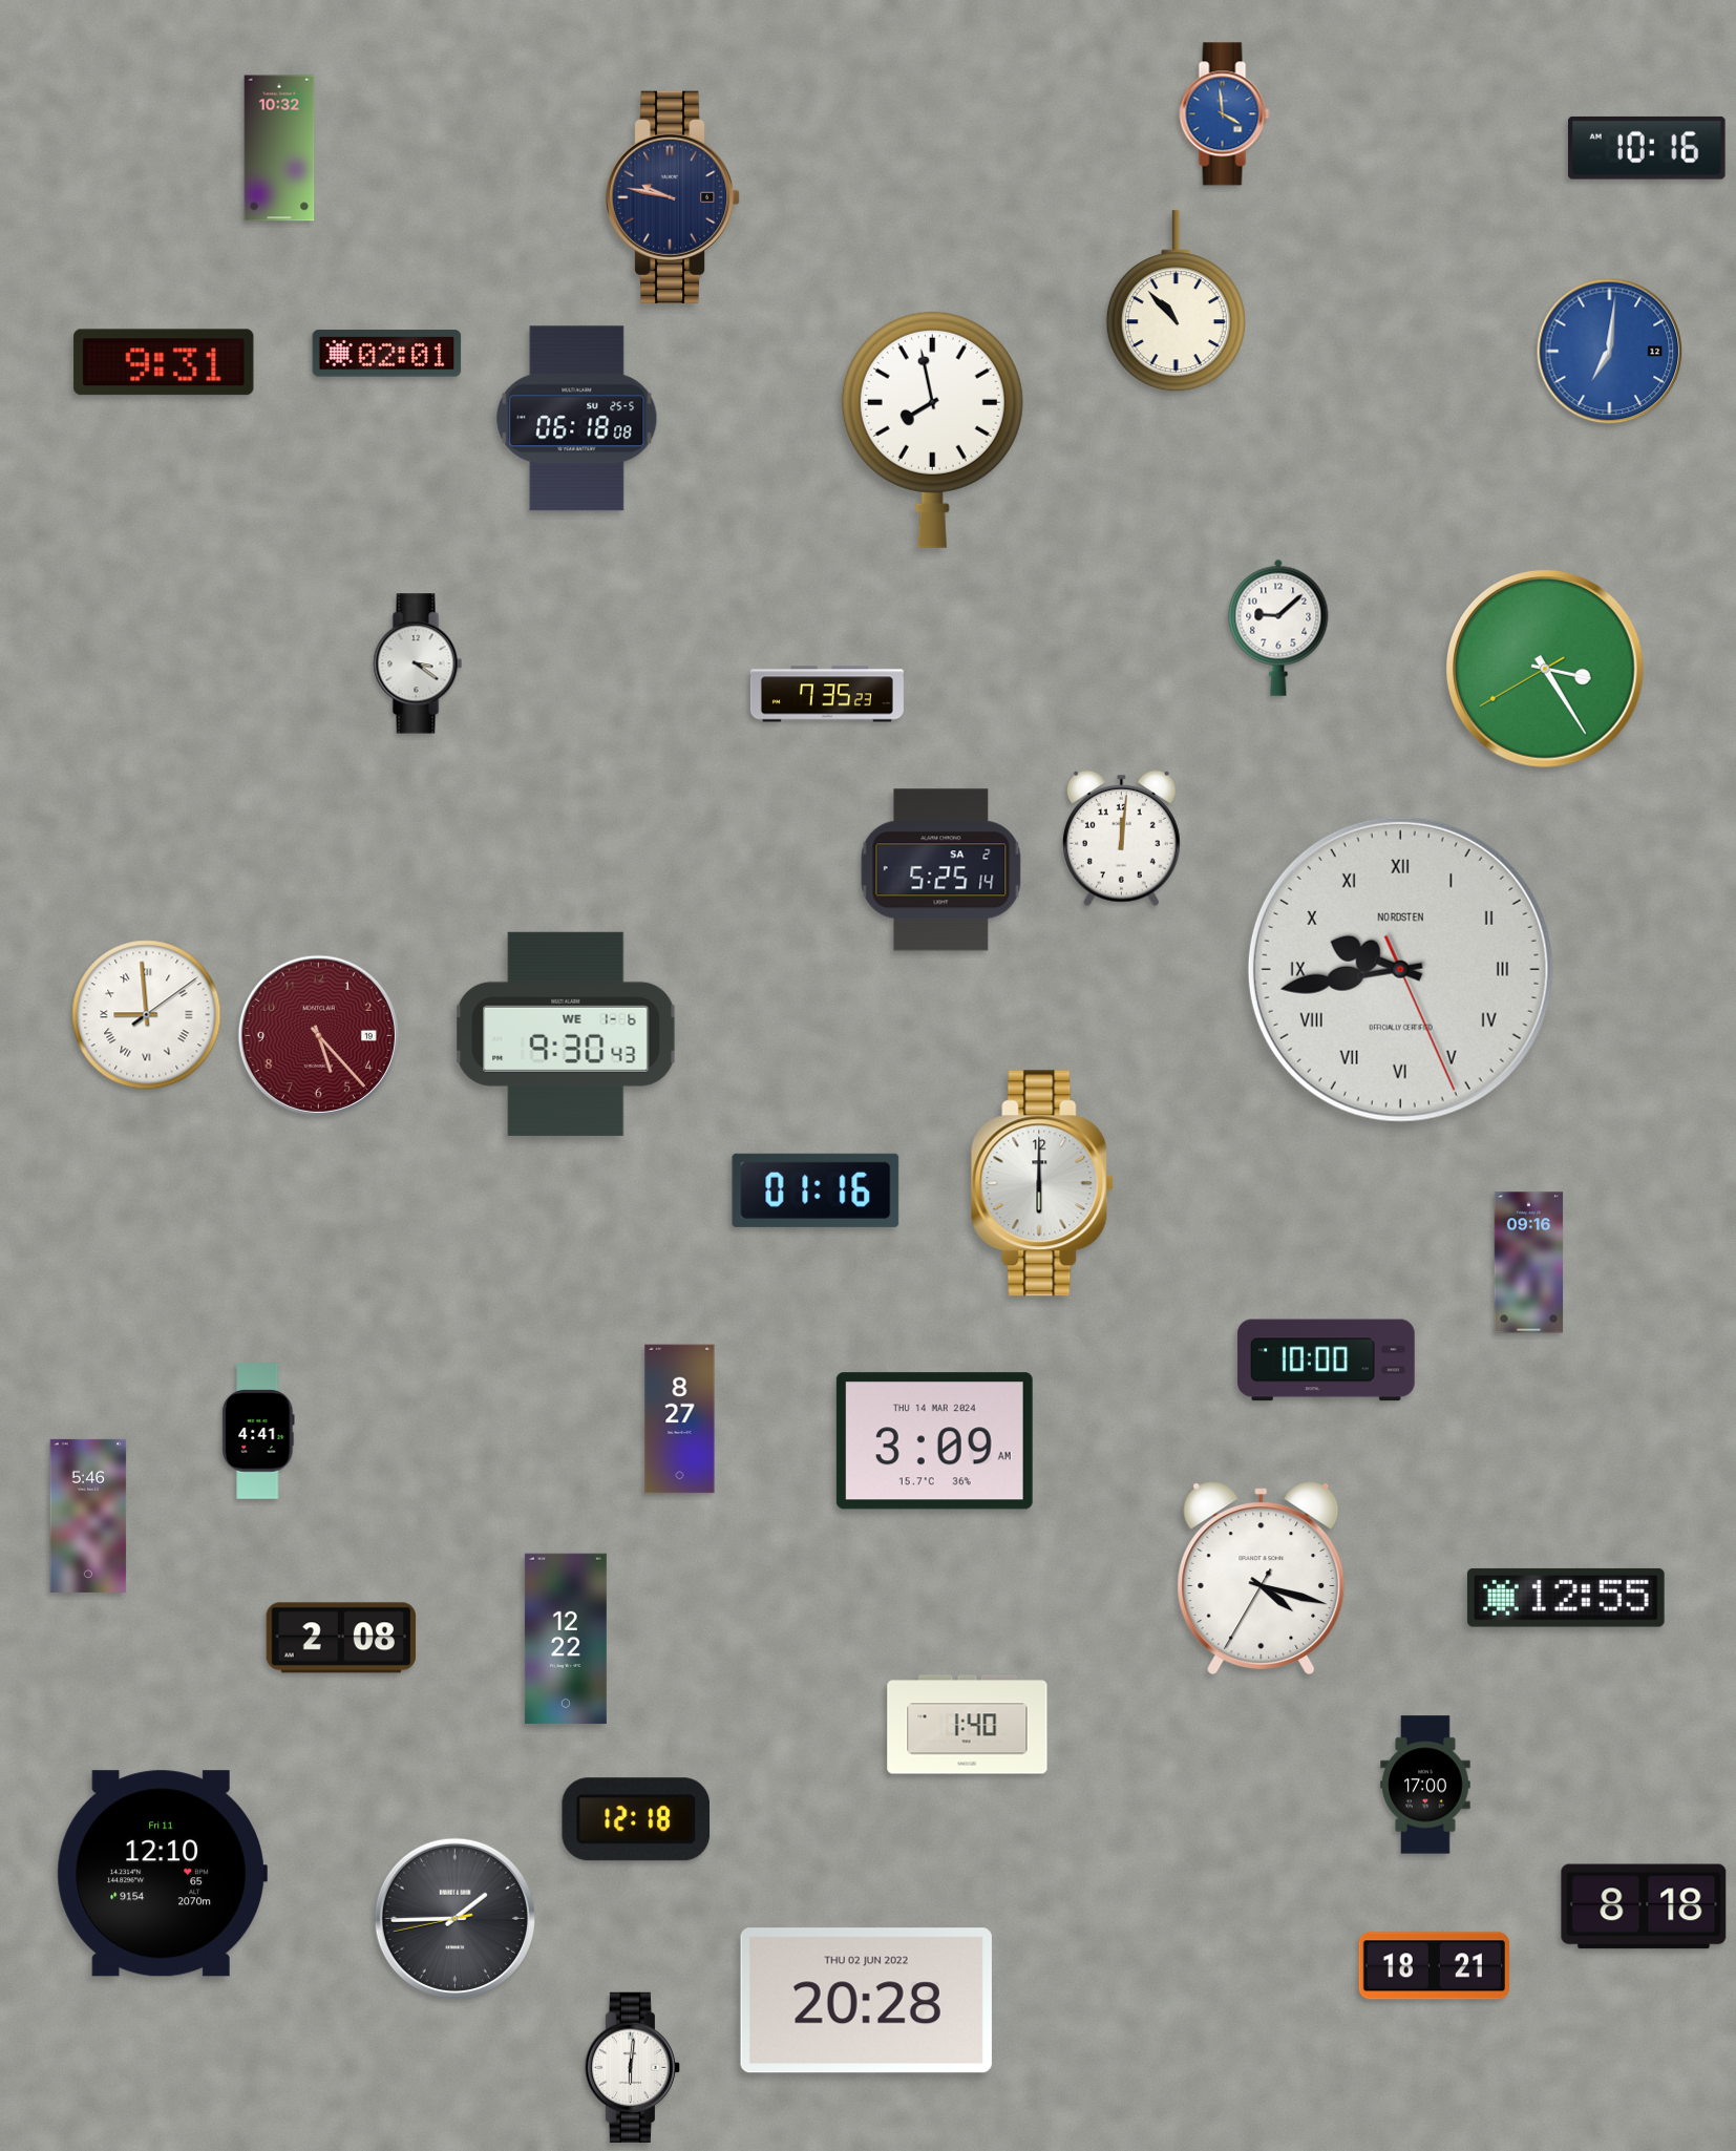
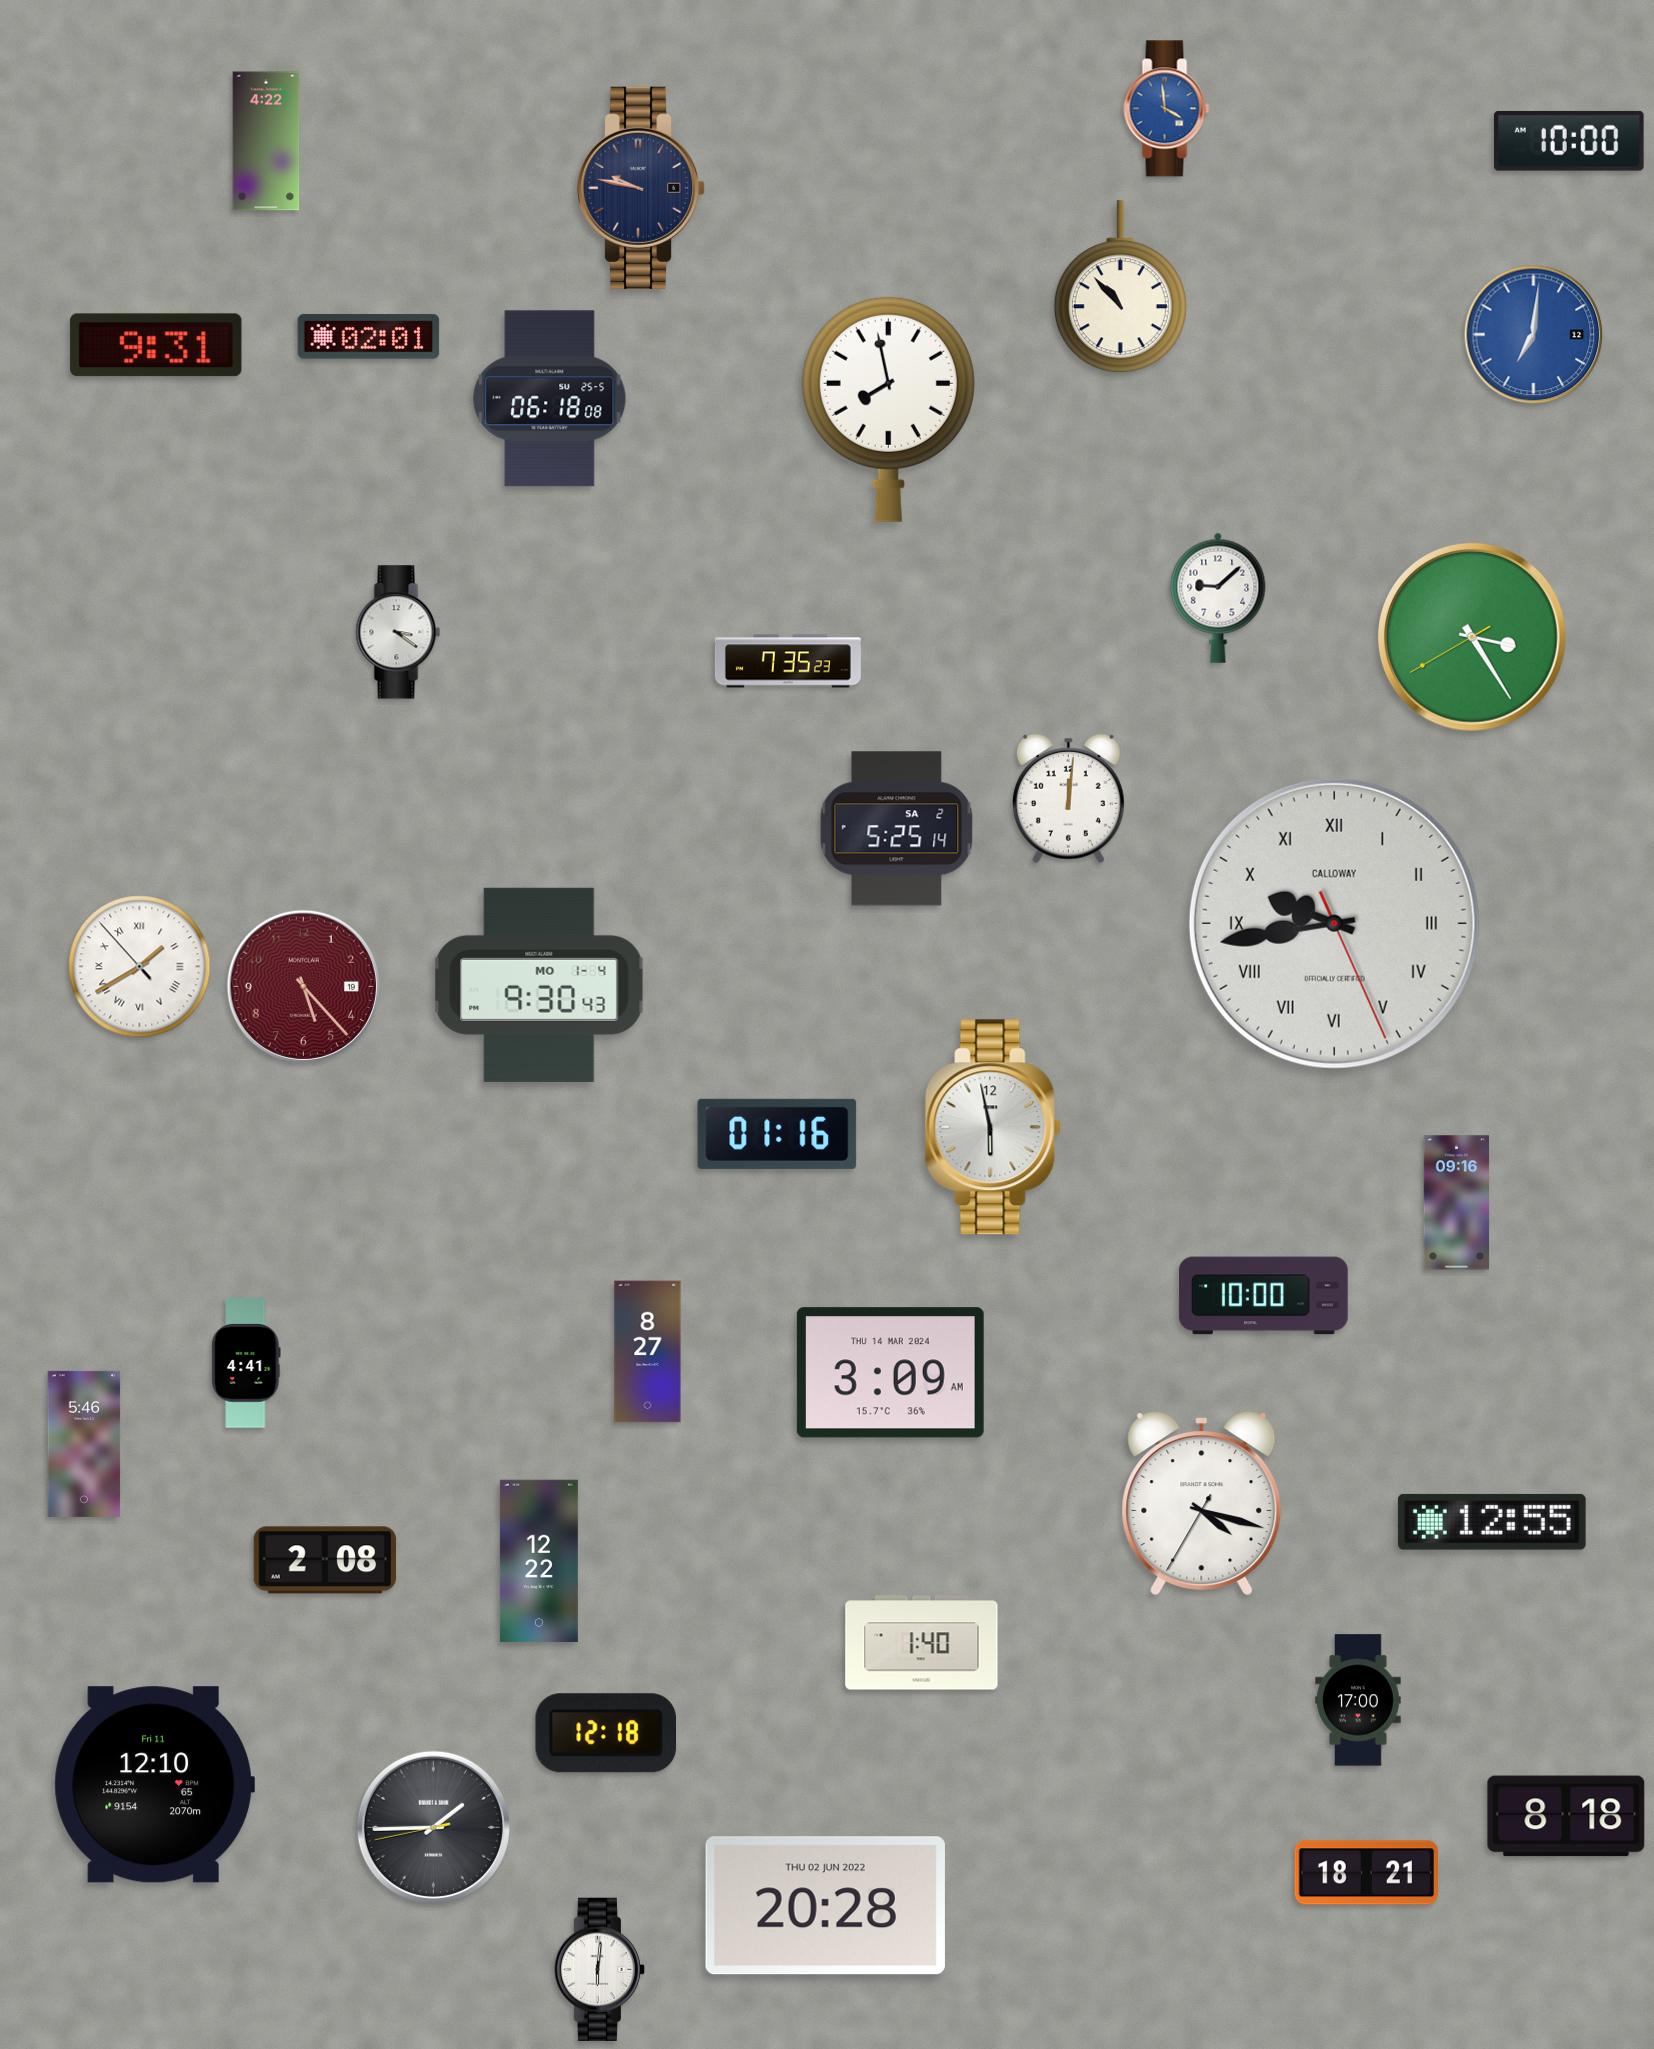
clock at (279, 148): 10:32 -> 4:22
clock at (1647, 148): 10:16 -> 10:00
clock at (1400, 969) brand: NORDSTEN -> CALLOWAY
clock at (147, 1015): 8:59 -> 1:39
clock at (566, 1034) date: WE 1-6 -> MO 1-4
clock at (1042, 1183): 6:00 -> 5:58
clock at (632, 2067) position: (632, 2067) -> (599, 1969)
